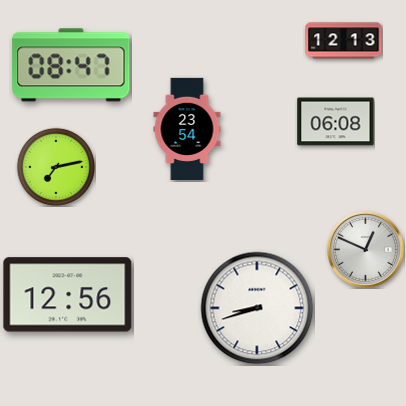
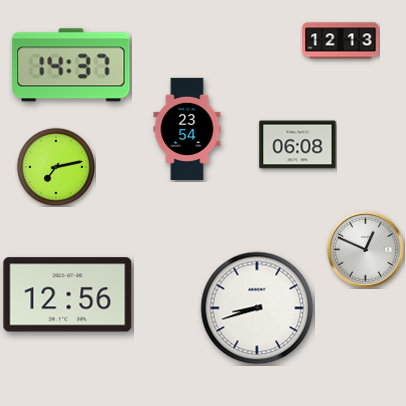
clock at (344, 41) position: (344, 41) -> (341, 41)
clock at (71, 65): 08:47 -> 14:37
clock at (336, 122) position: (336, 122) -> (298, 145)
